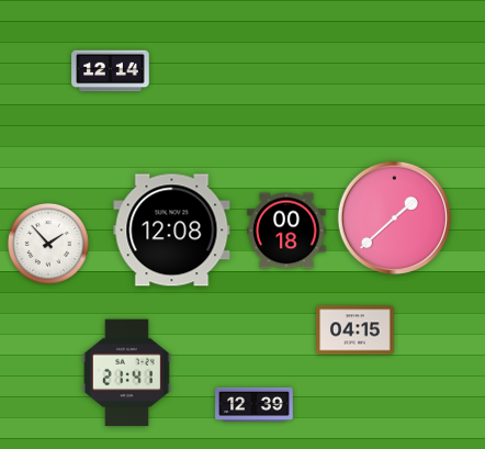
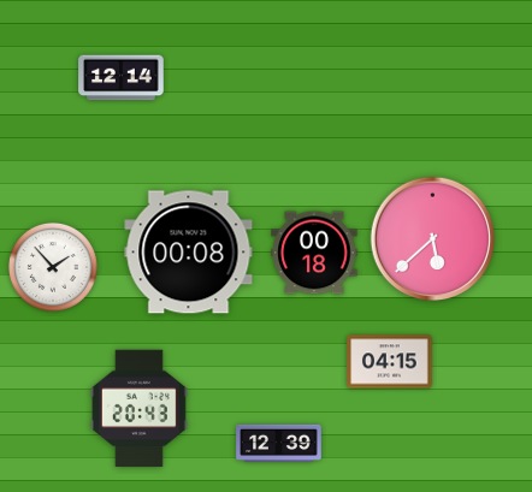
clock at (395, 218): 1:38 -> 5:38
clock at (172, 231): 12:08 -> 00:08
clock at (126, 373): 21:41 -> 20:43
